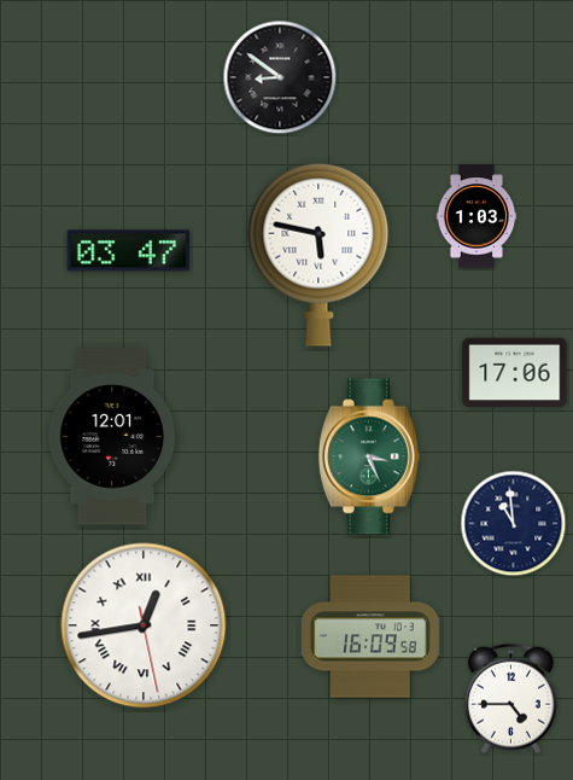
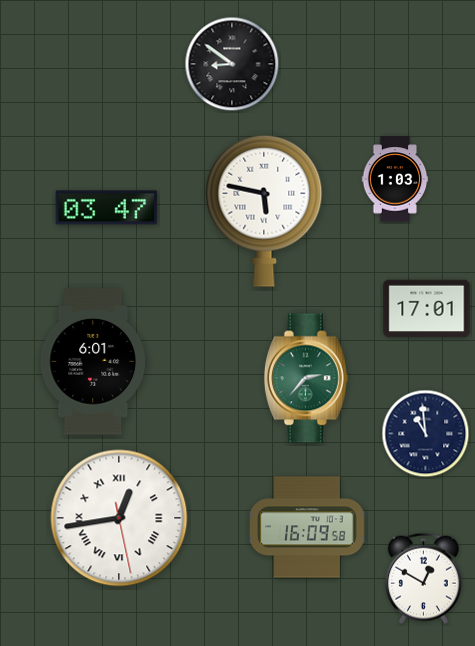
clock at (515, 373): 17:06 -> 17:01
clock at (112, 437): 12:01 -> 6:01
clock at (369, 456): 3:26 -> 2:37
clock at (510, 698): 4:45 -> 12:50
